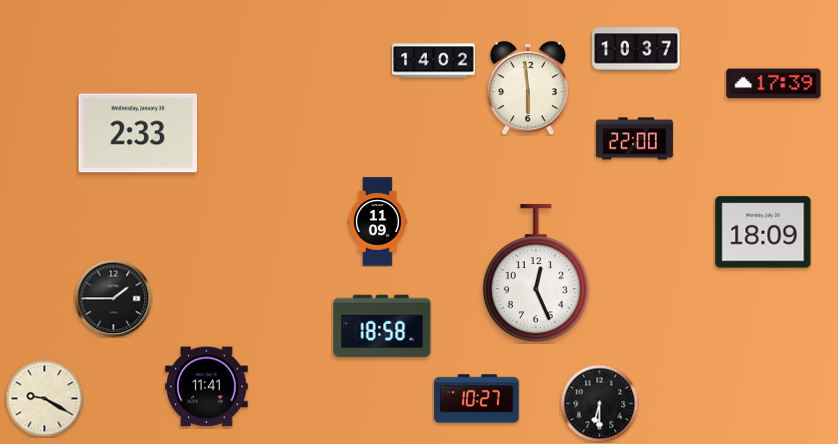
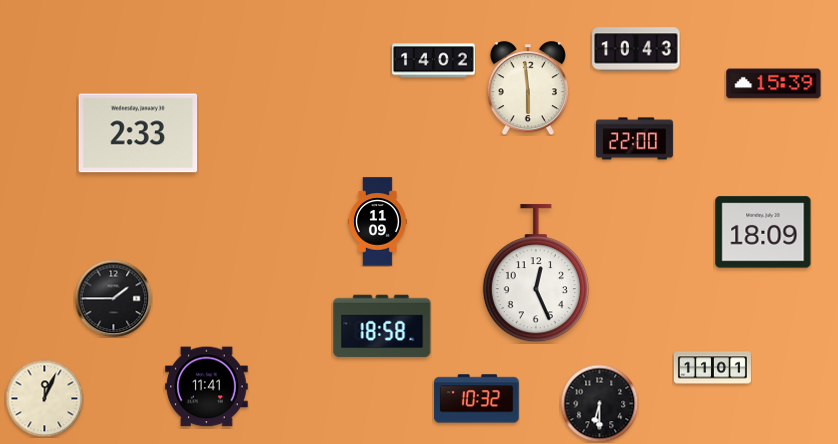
clock at (636, 49): 10:37 -> 10:43
clock at (774, 84): 17:39 -> 15:39
clock at (712, 368): none -> 11:01
clock at (44, 398): 9:20 -> 12:04
clock at (477, 399): 10:27 -> 10:32
